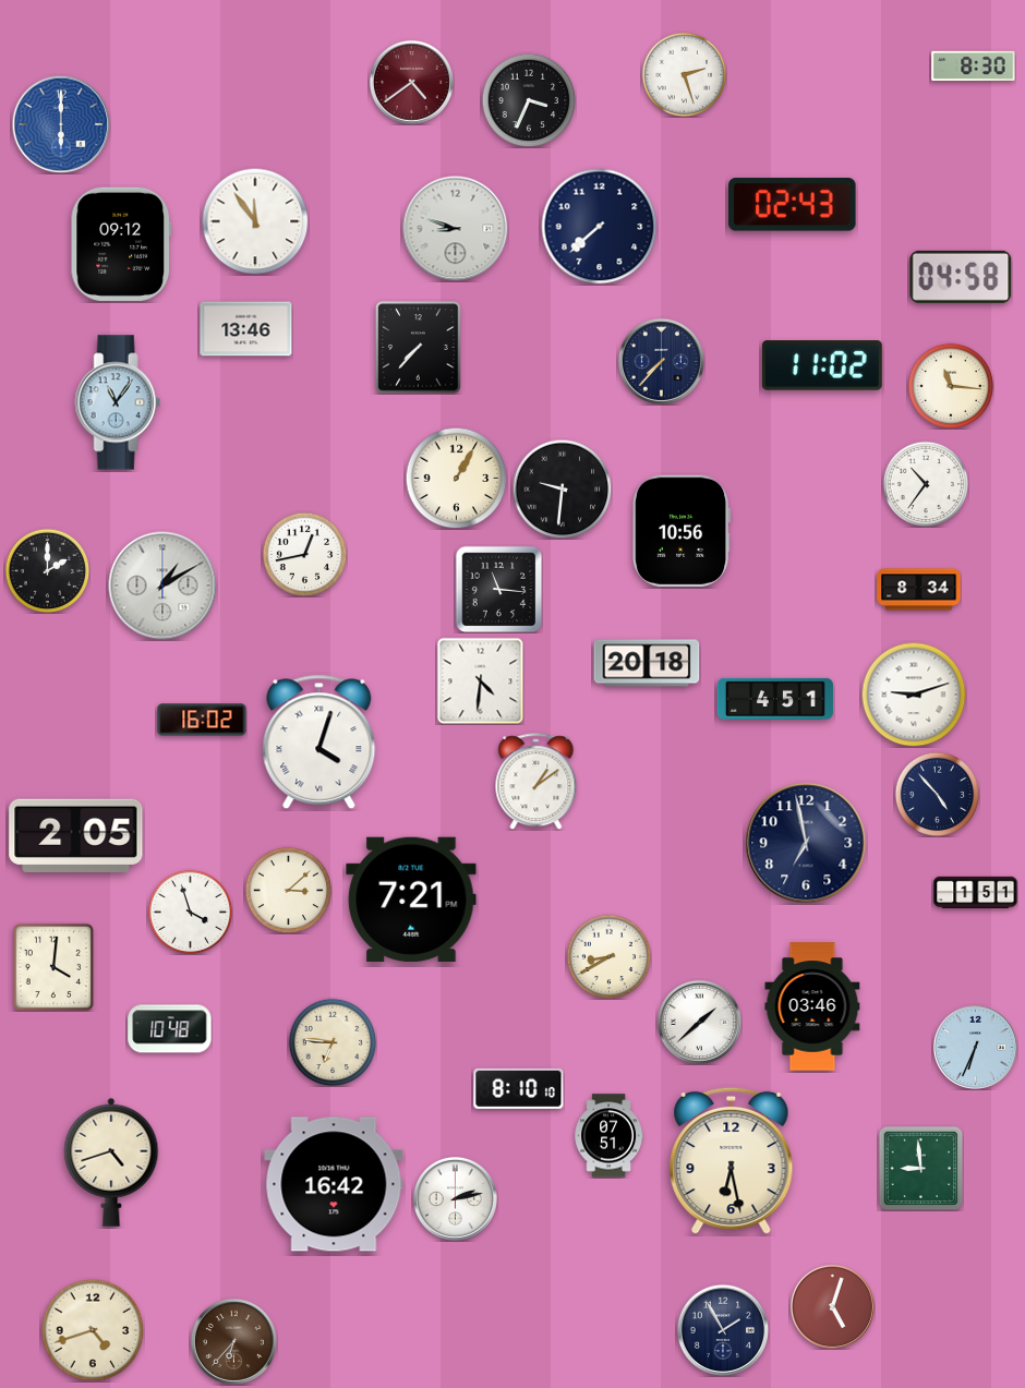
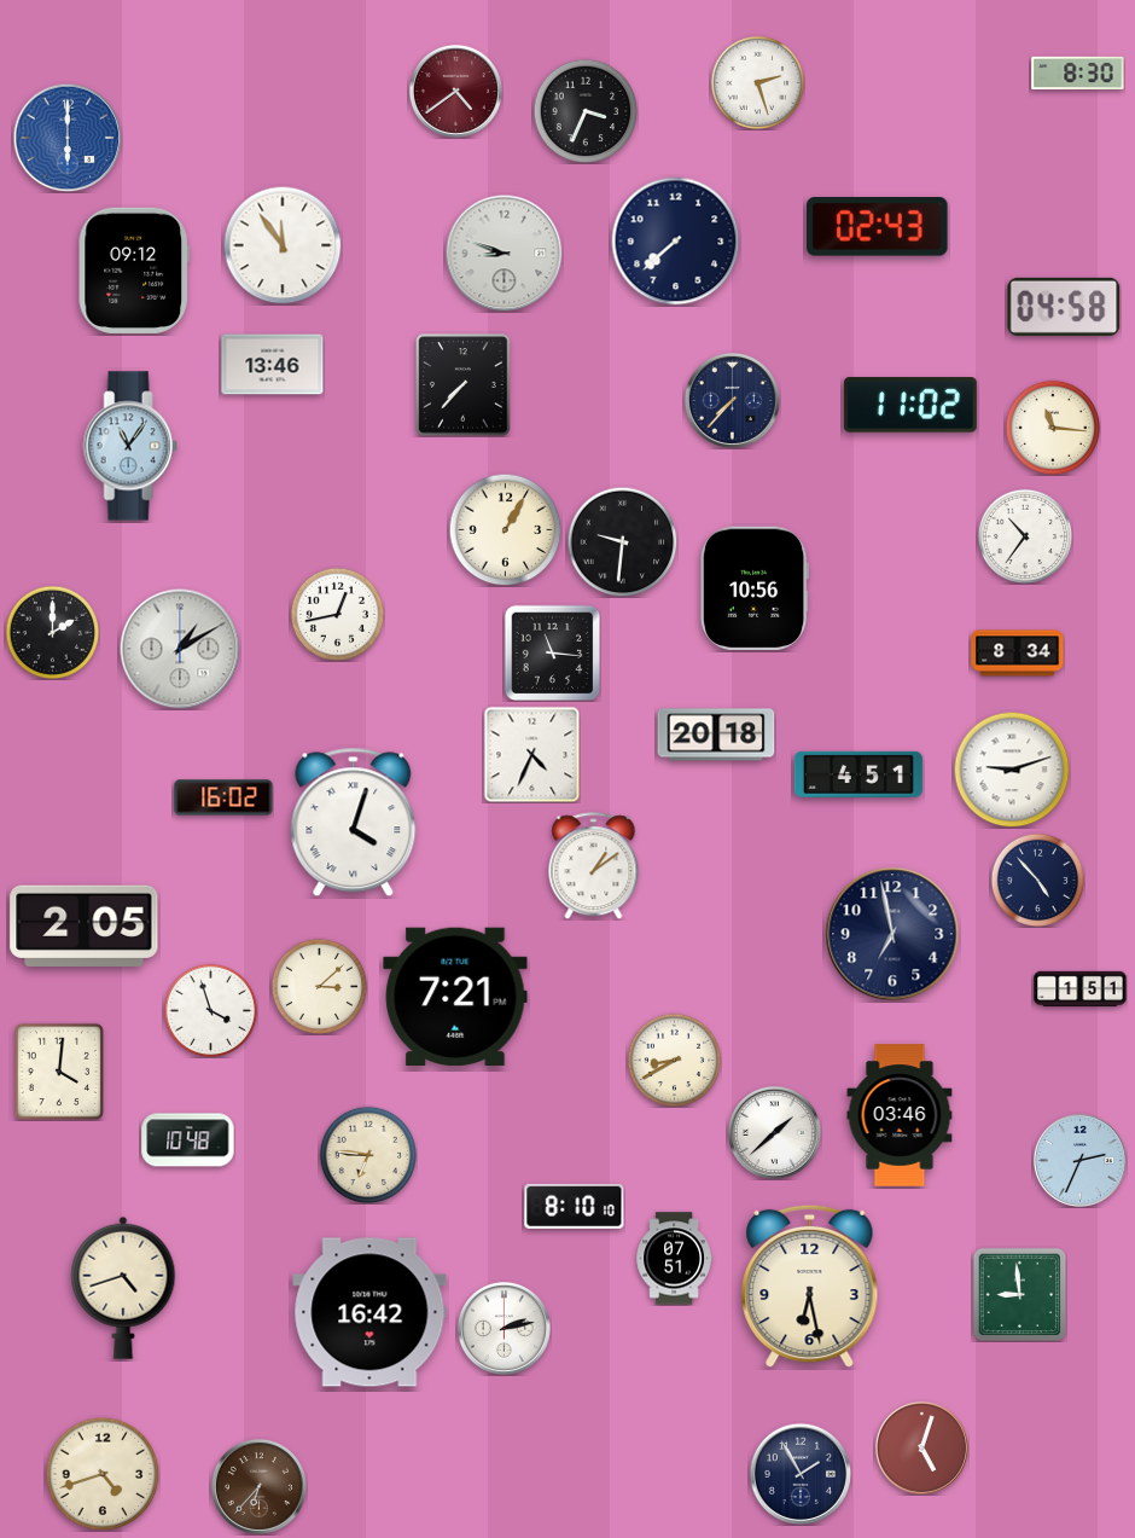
clock at (600, 227) position: (600, 227) -> (676, 242)
clock at (480, 680): 4:31 -> 4:34
clock at (975, 1047): 6:34 -> 2:34
